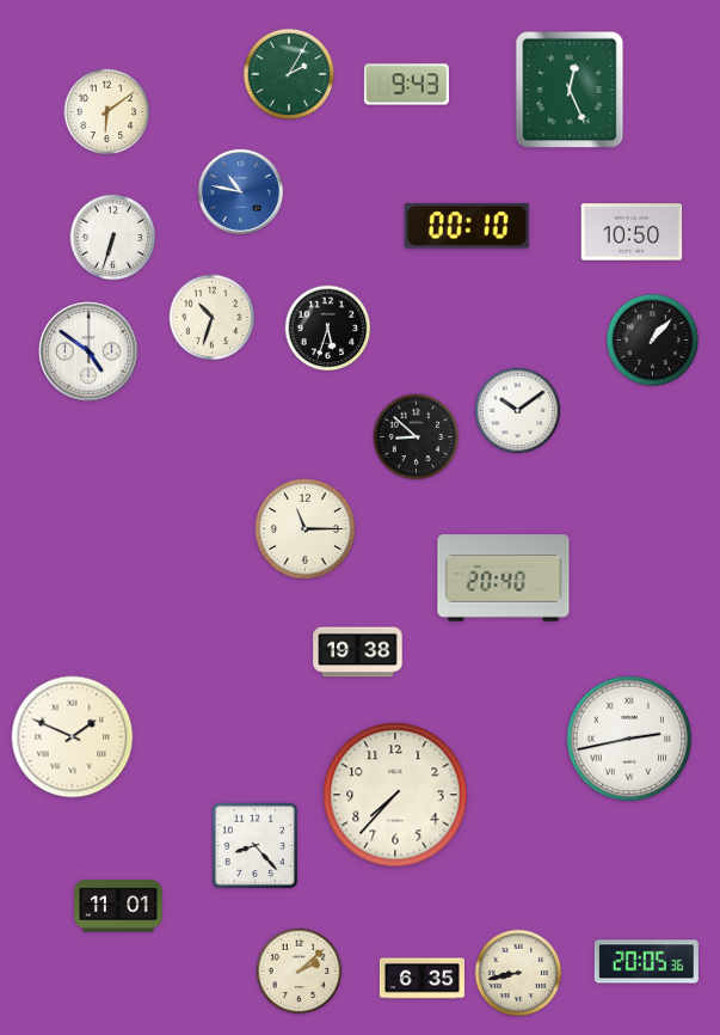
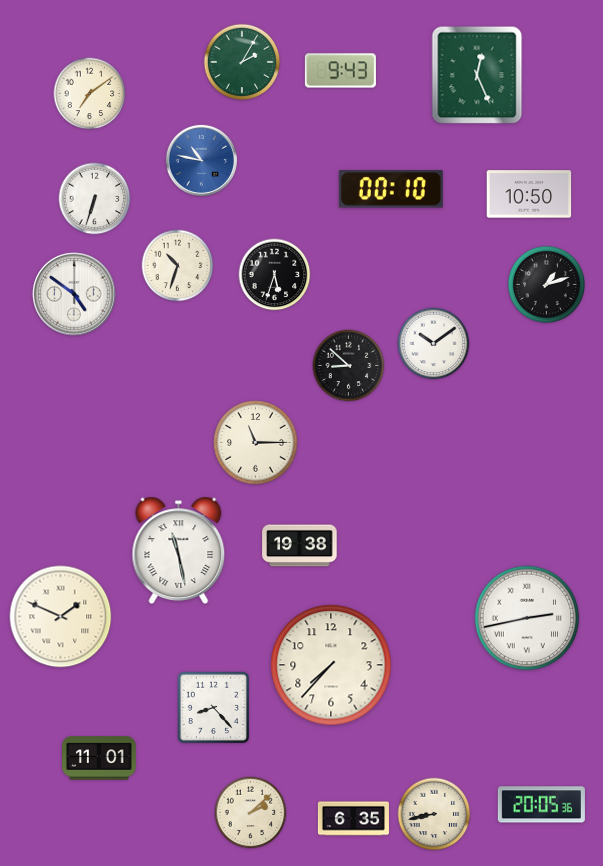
clock at (107, 112): 6:09 -> 7:09
clock at (652, 339): 1:07 -> 1:12
clock at (504, 578): 20:40 -> none
clock at (179, 550): none -> 11:28
